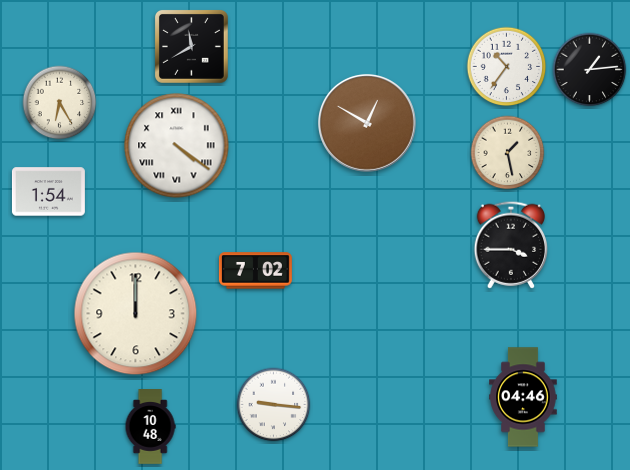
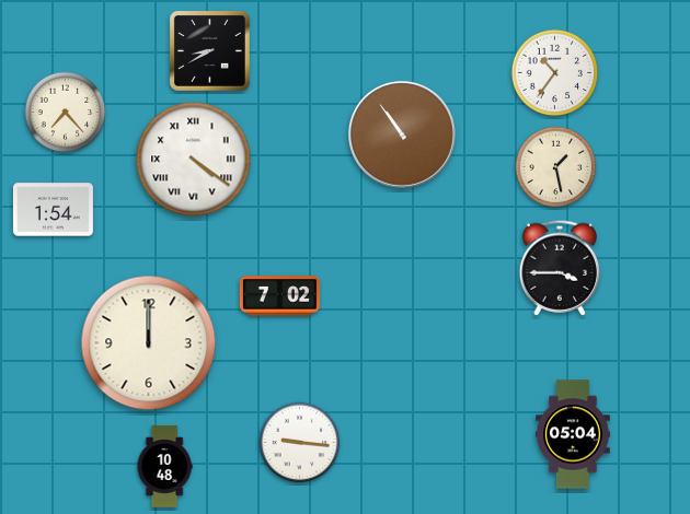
clock at (191, 46): 11:40 -> 8:40
clock at (590, 70): 1:14 -> none
clock at (60, 103): 6:25 -> 7:23
clock at (367, 123): 12:50 -> 10:54
clock at (523, 397): 04:46 -> 05:04
